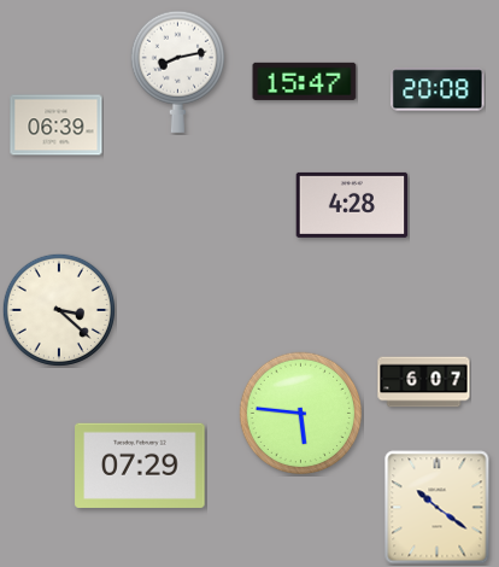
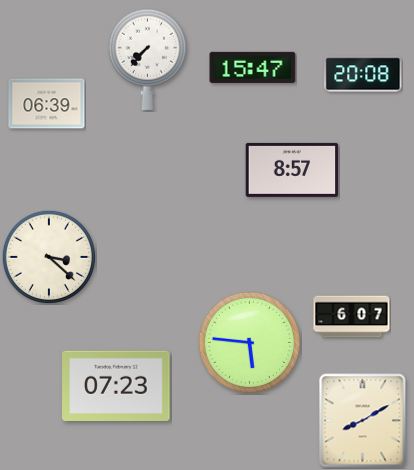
clock at (177, 71): 8:13 -> 7:37
clock at (352, 205): 4:28 -> 8:57
clock at (140, 466): 07:29 -> 07:23
clock at (438, 508): 10:21 -> 8:10
